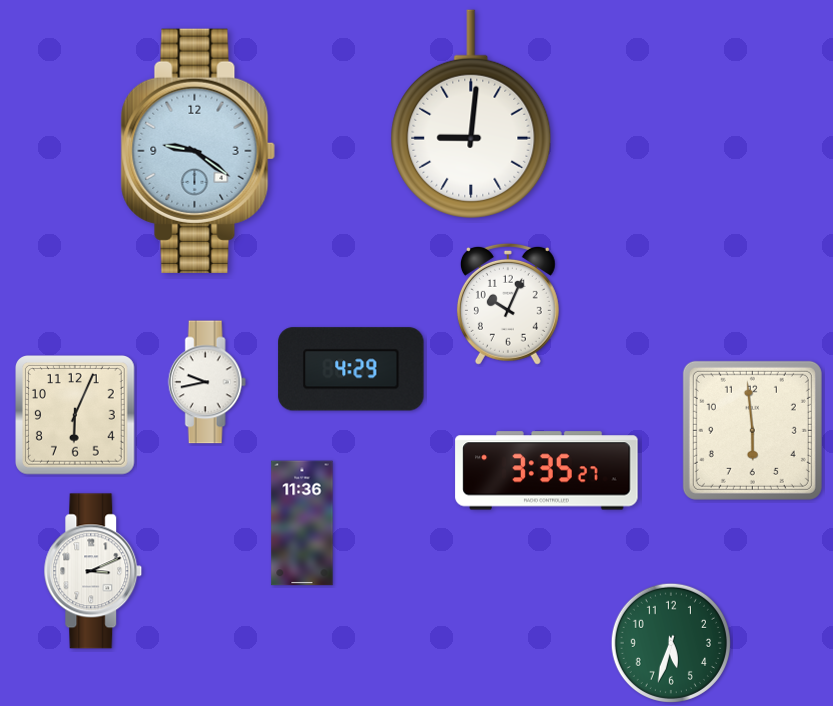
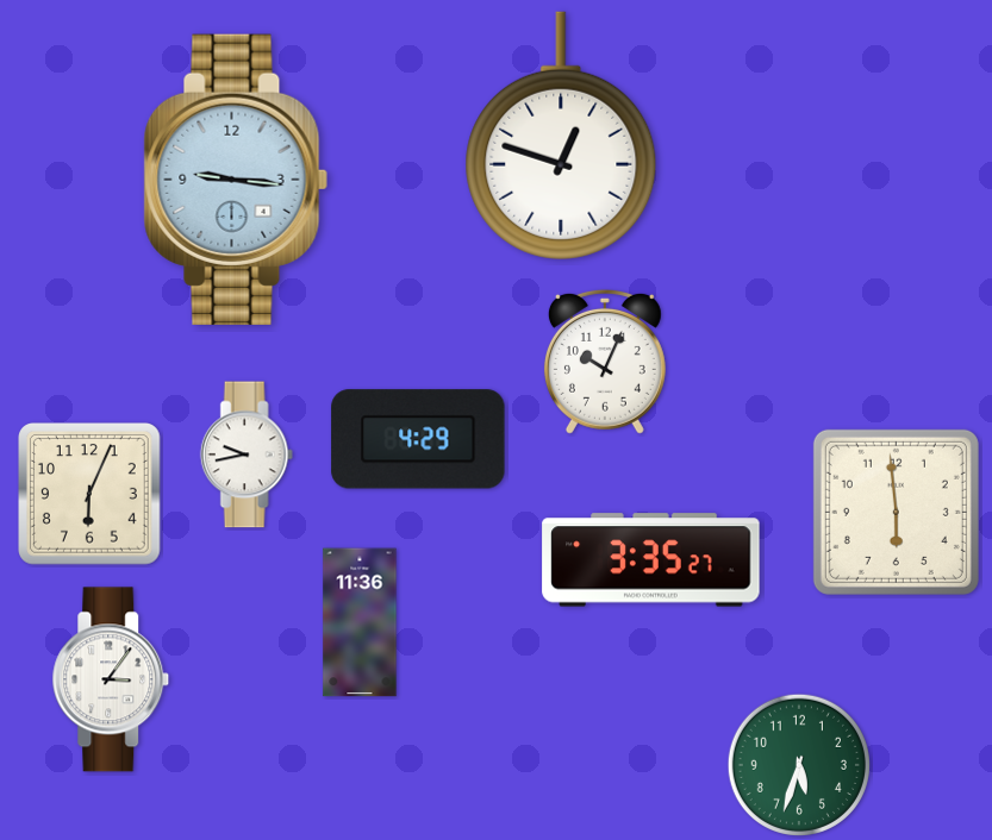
clock at (471, 114): 9:01 -> 12:48
clock at (198, 151): 9:21 -> 9:16
clock at (93, 571): 3:11 -> 3:06
